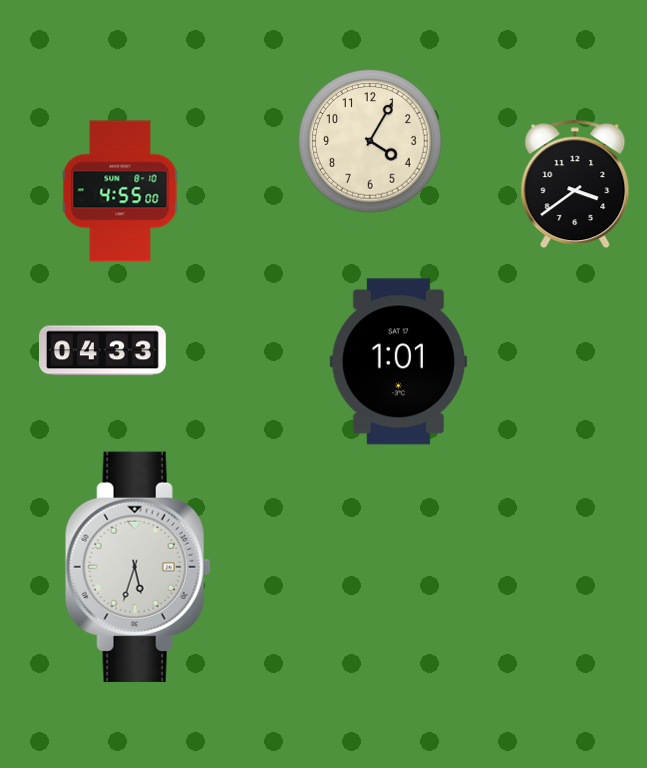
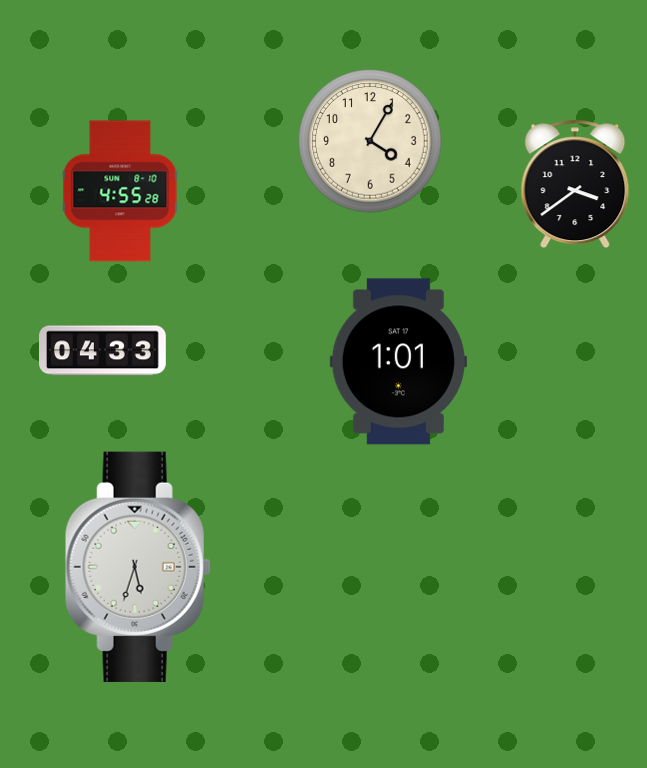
clock at (120, 191): 4:55:00 -> 4:55:28
